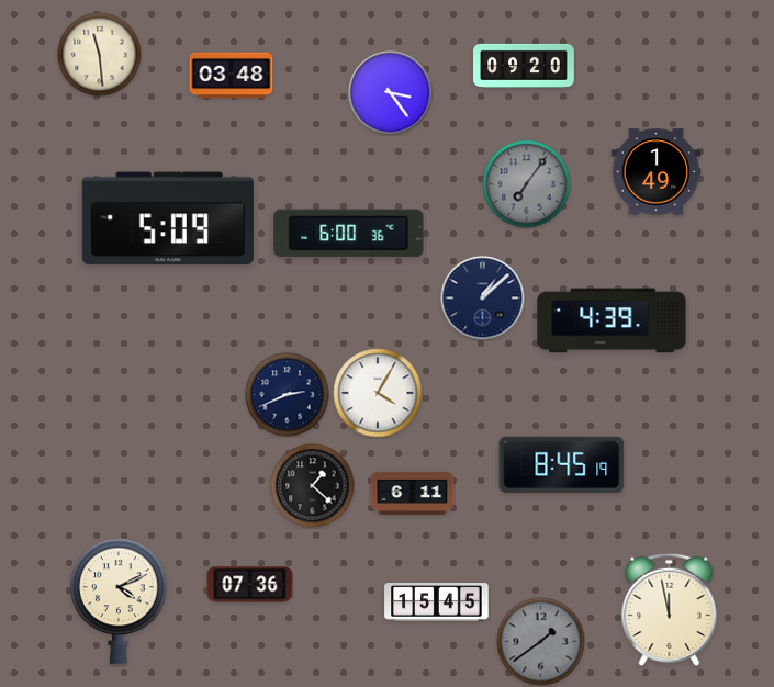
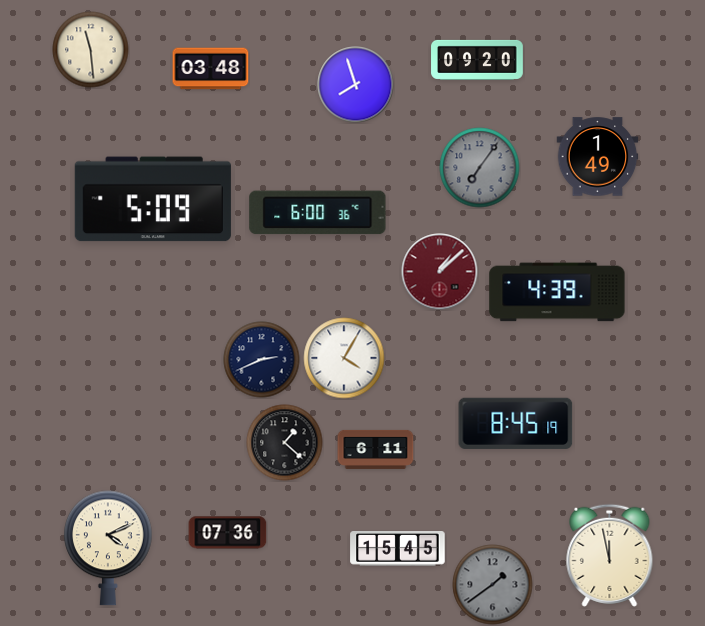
clock at (391, 93): 3:24 -> 7:57
clock at (483, 299) dial: navy -> burgundy
clock at (562, 464) position: (562, 464) -> (516, 423)
